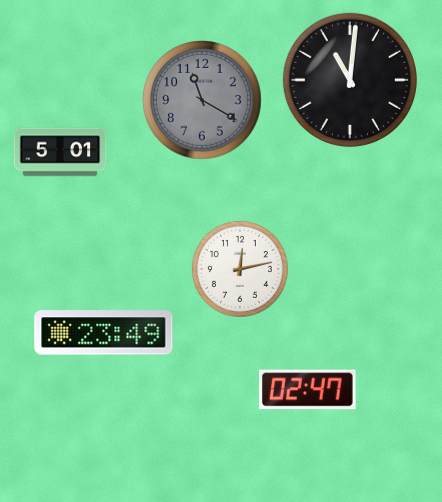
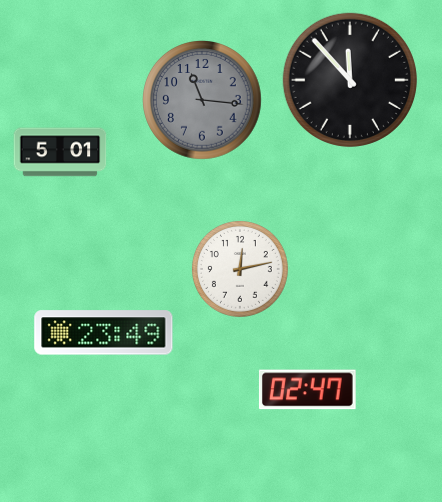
clock at (350, 80): 11:01 -> 11:53
clock at (203, 101): 11:20 -> 11:16
